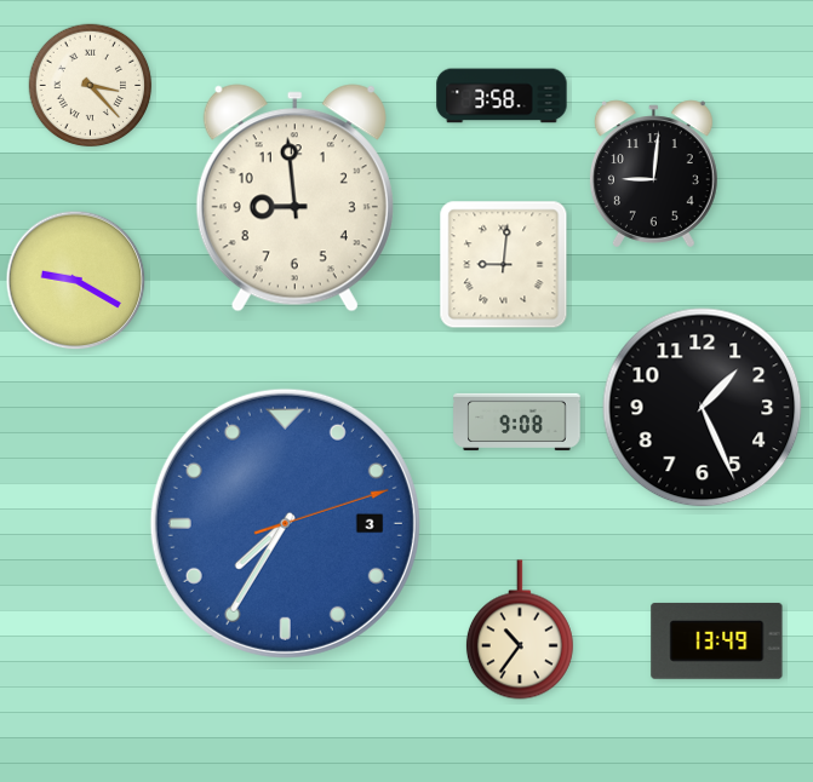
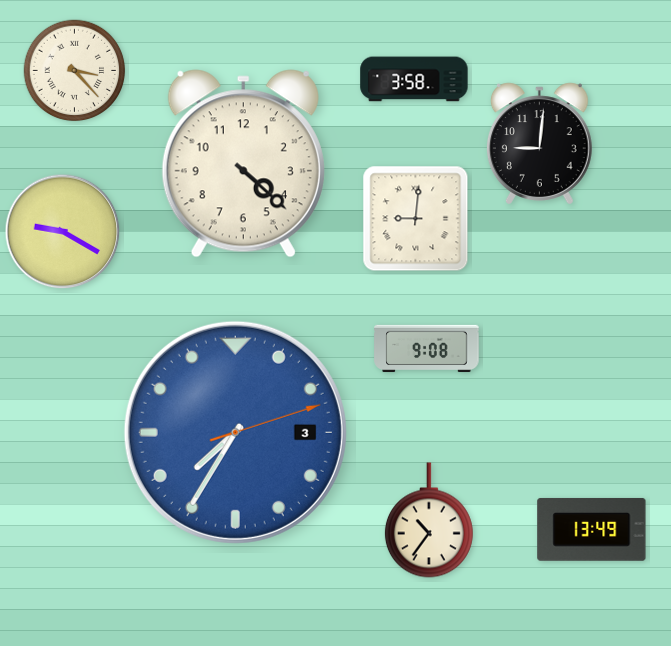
clock at (294, 199): 8:59 -> 4:22
clock at (703, 408): 1:26 -> none
